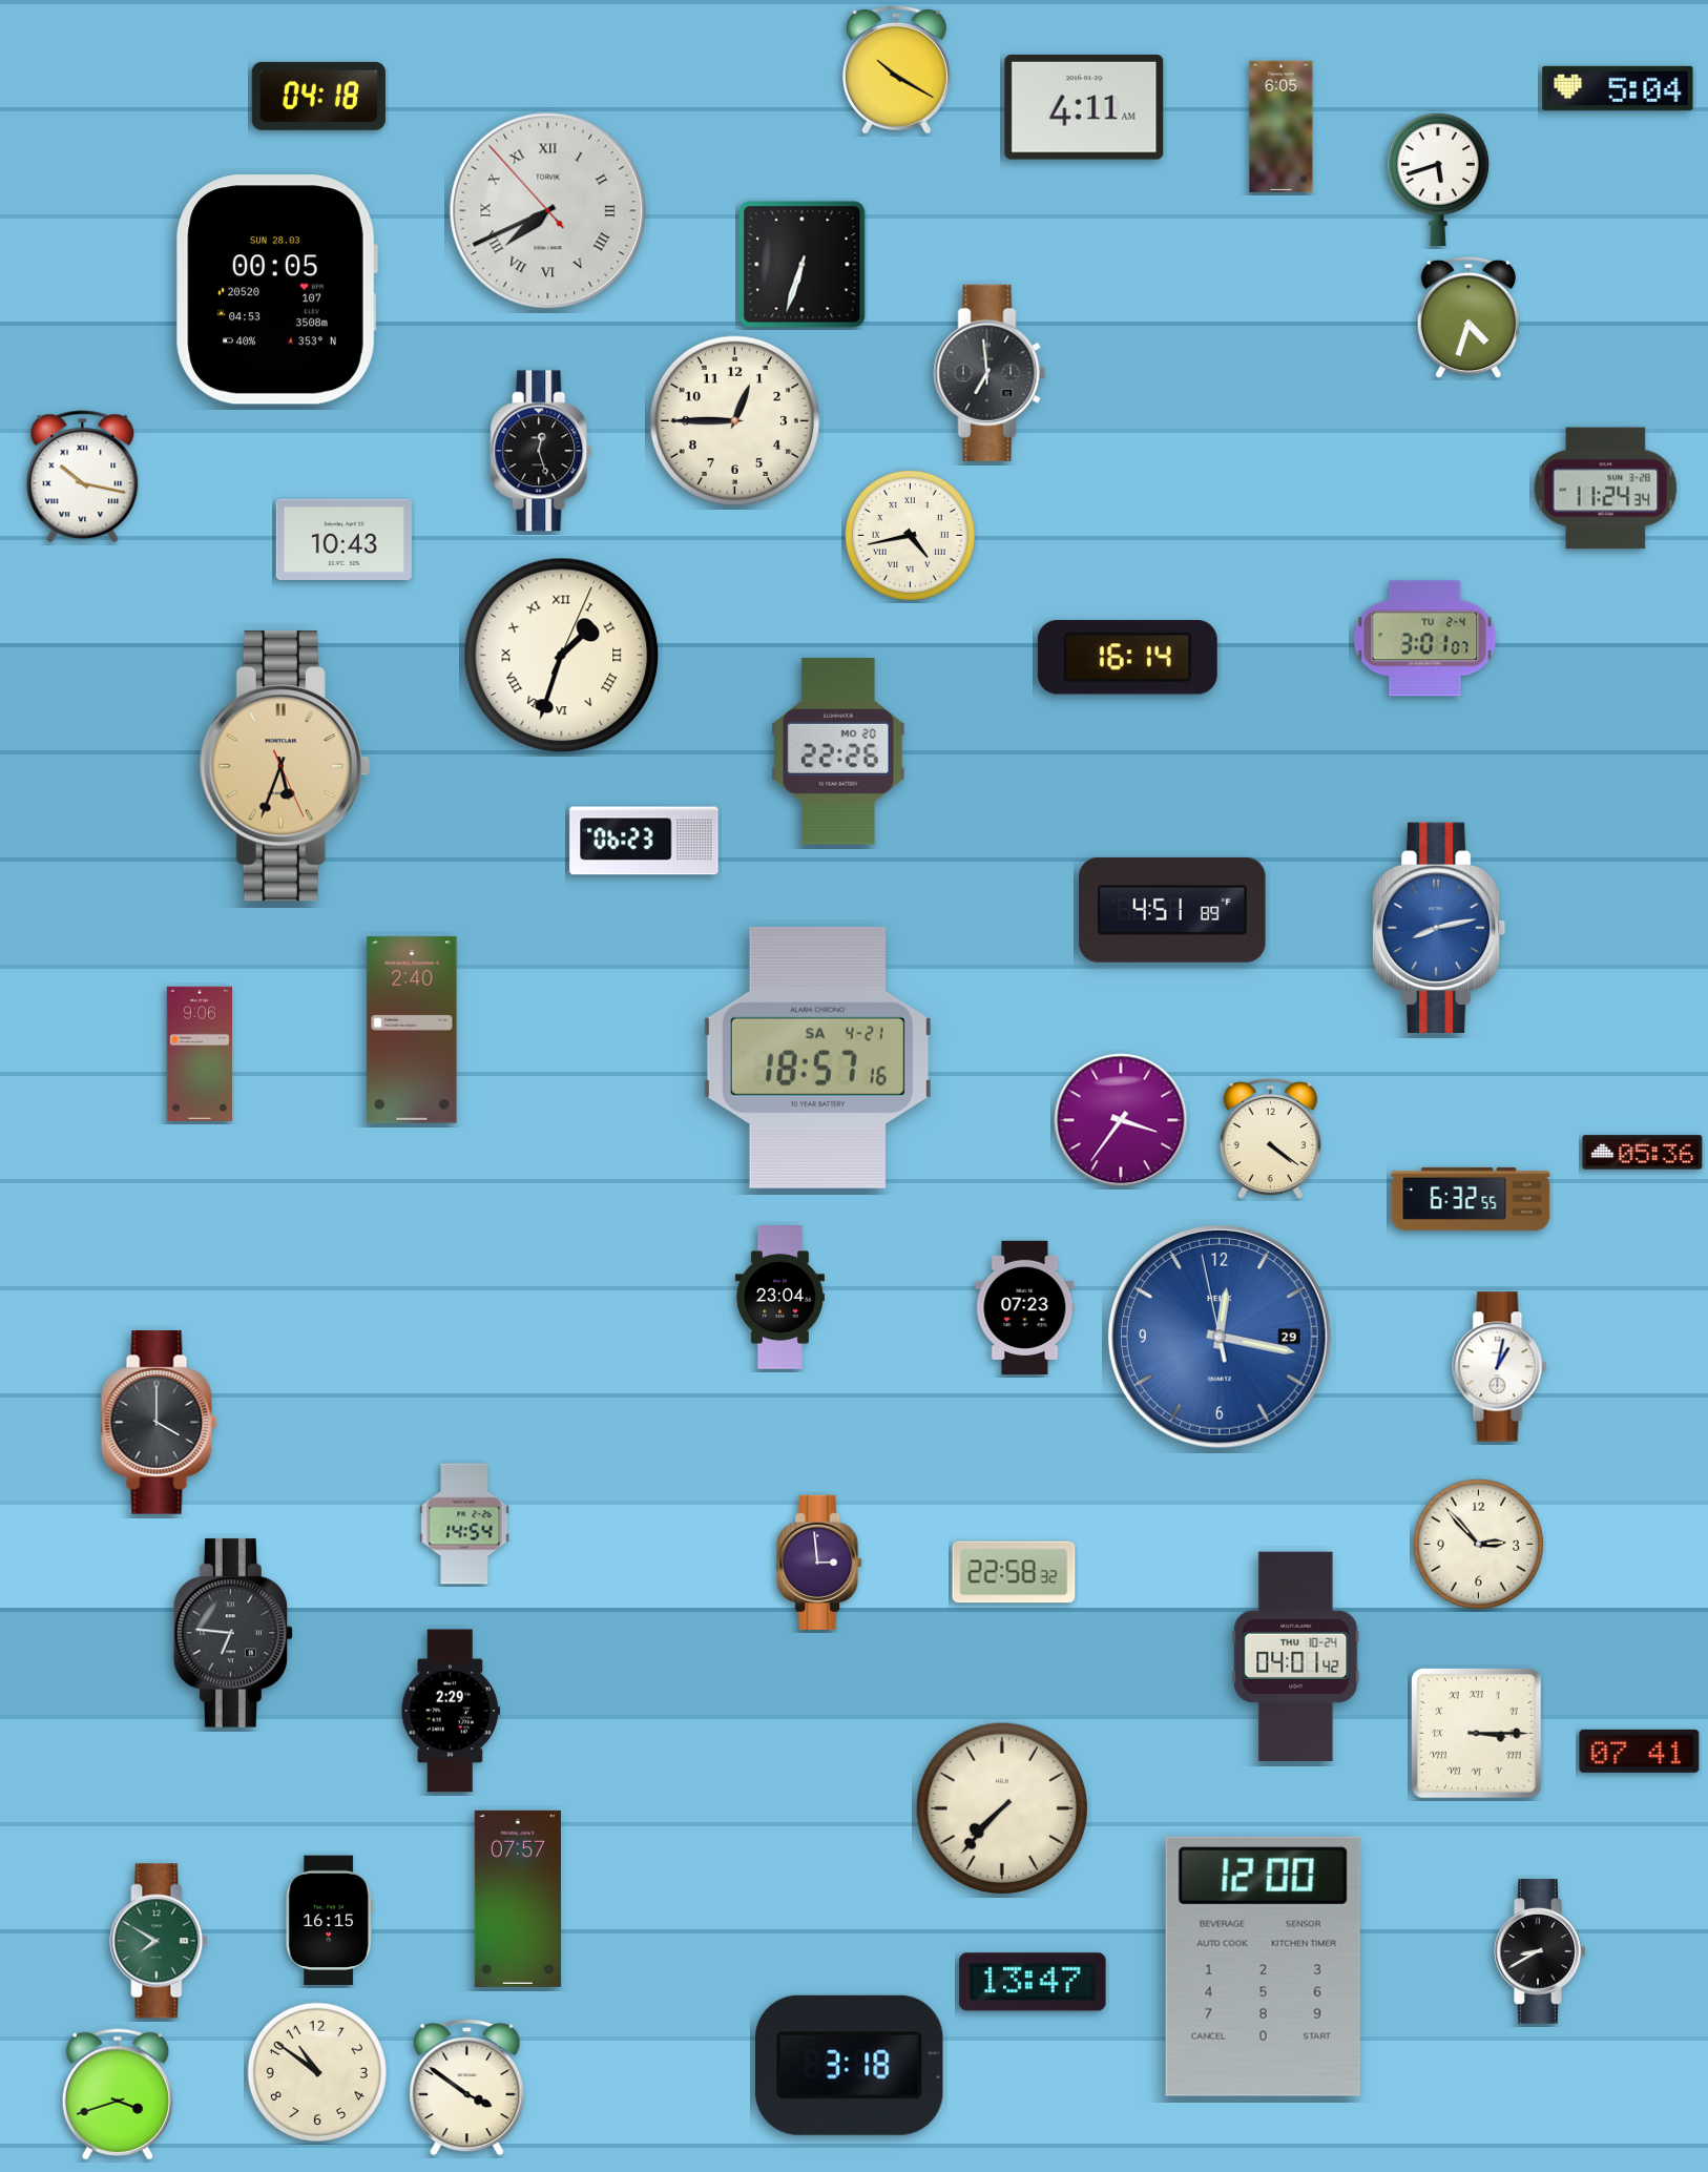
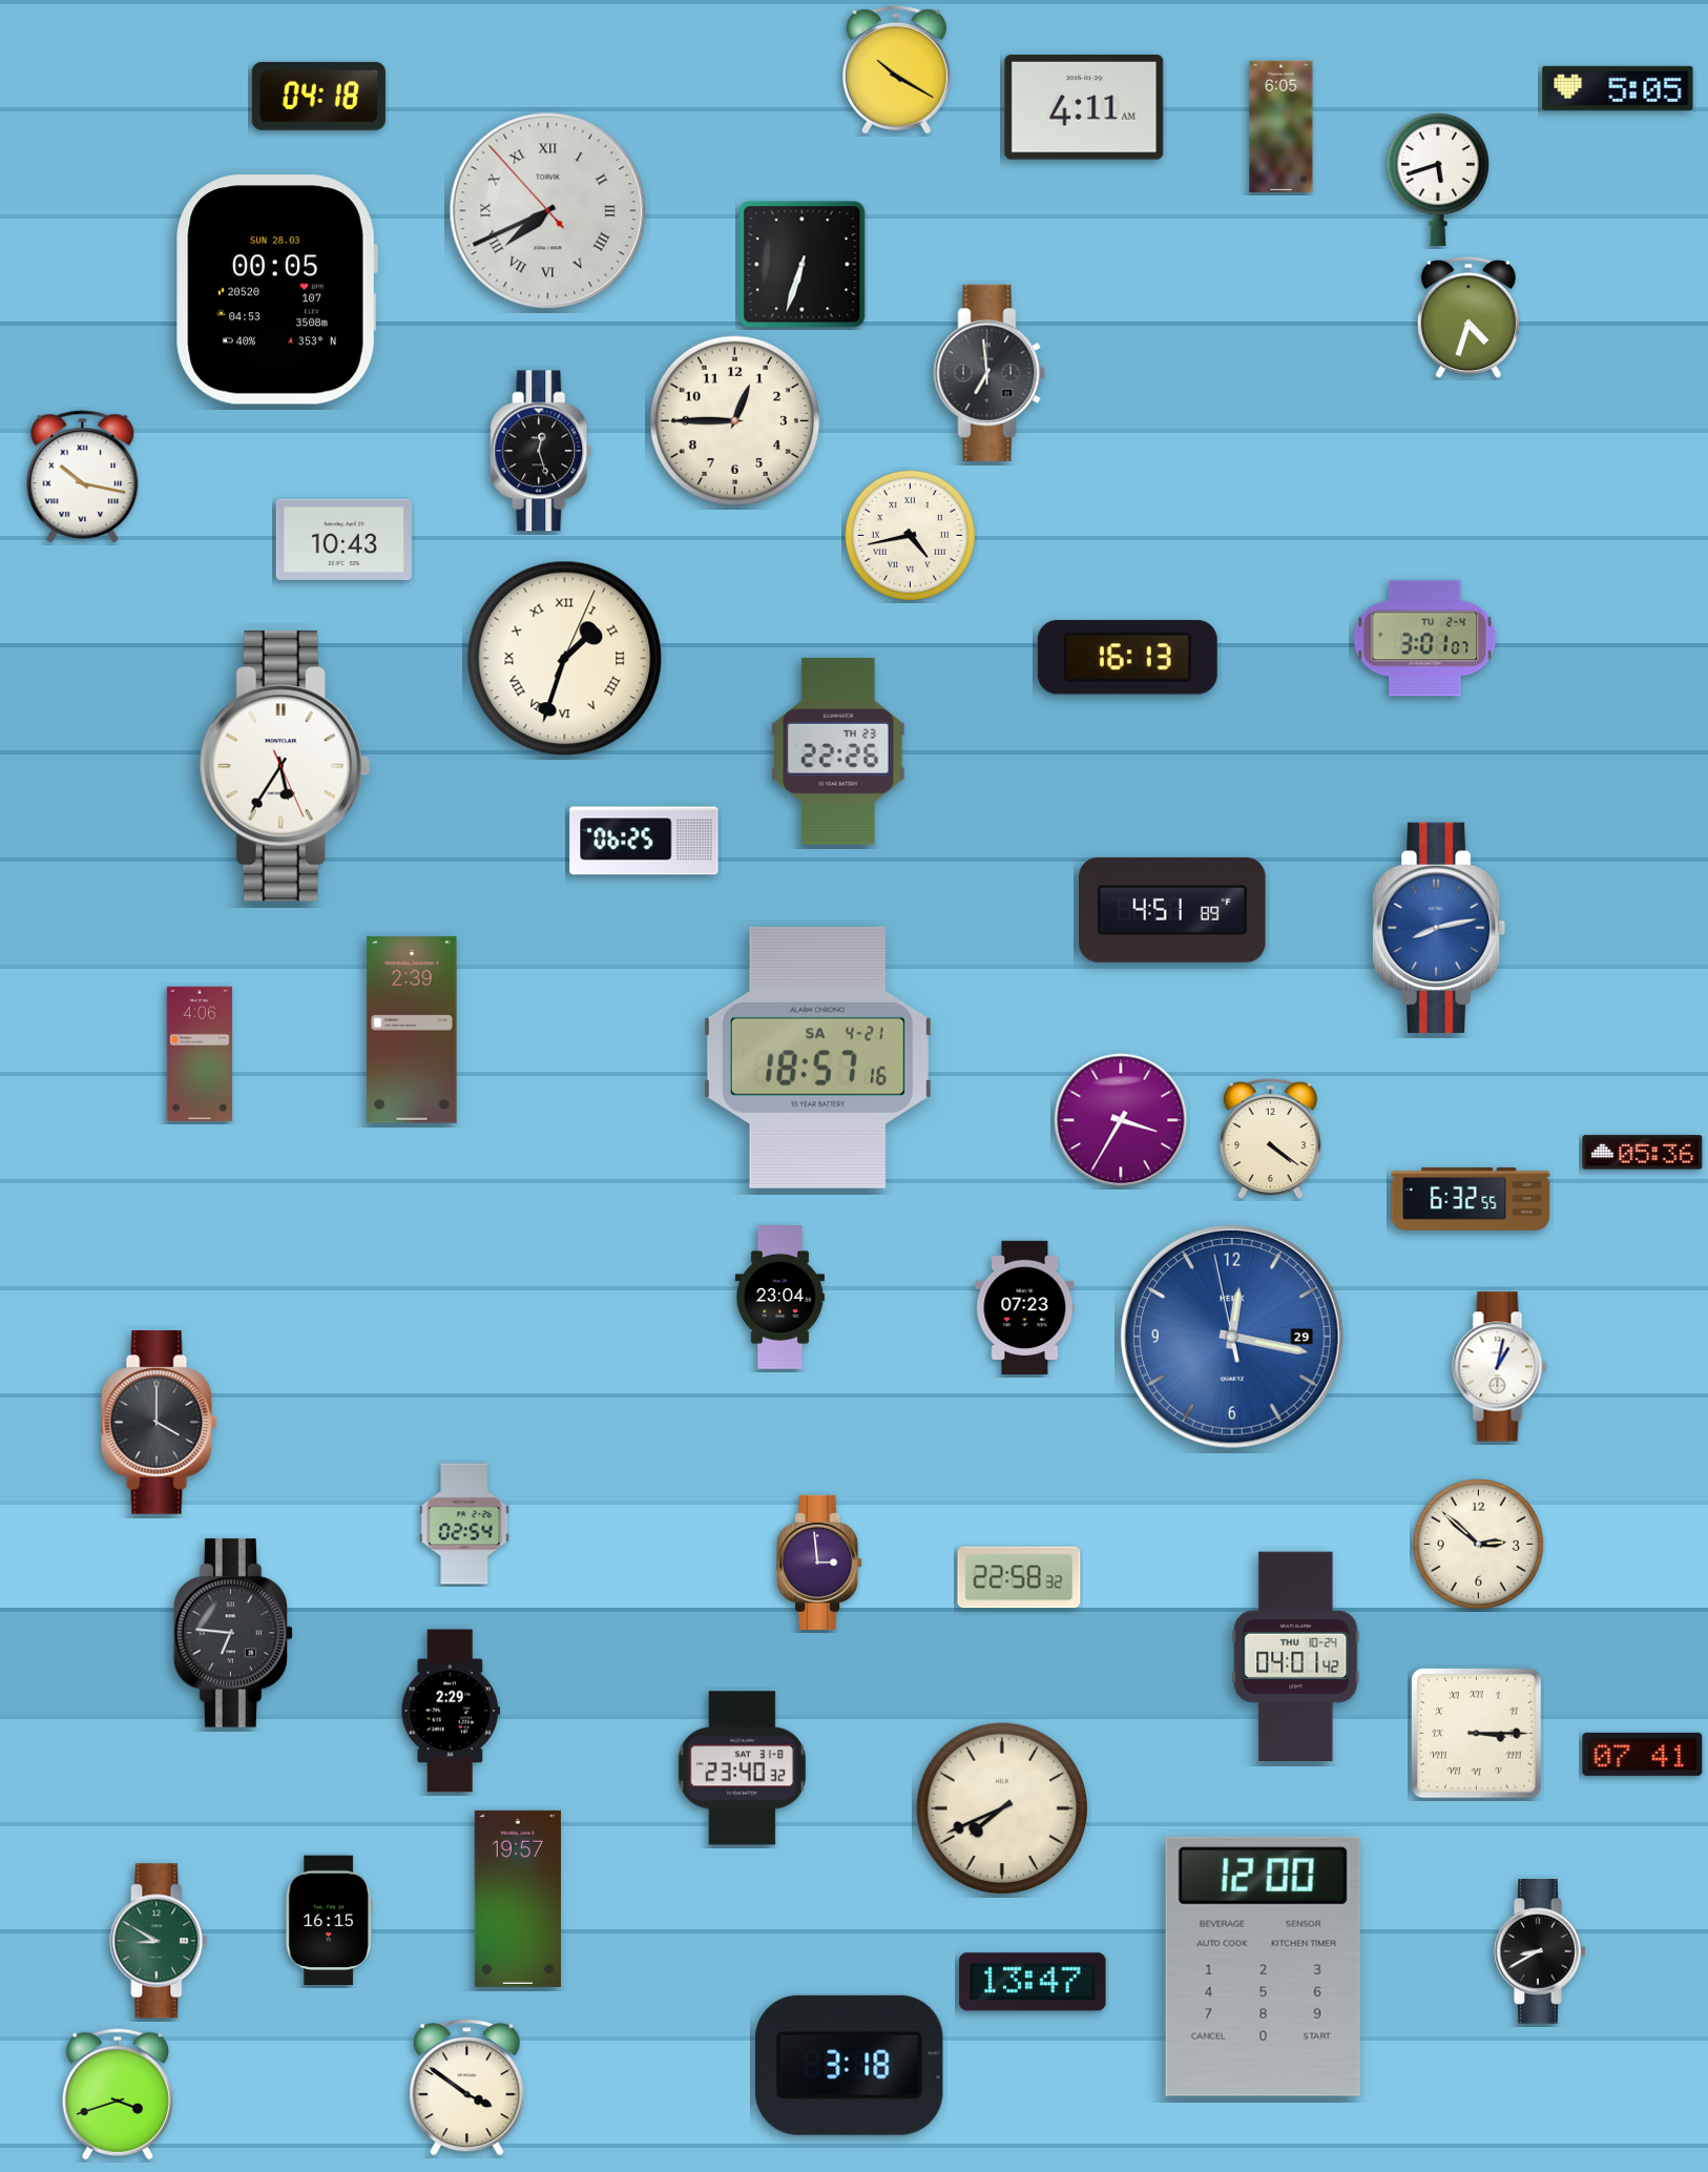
clock at (1618, 88): 5:04 -> 5:05
clock at (1606, 489): 11:24 -> none
clock at (562, 656) position: (562, 656) -> (565, 659)
clock at (1127, 658): 16:14 -> 16:13
clock at (838, 751) date: MO 20 -> TH 23
clock at (285, 766): 5:33 -> 5:35
clock at (285, 766) dial: champagne -> white
clock at (644, 841): 06:23 -> 06:25
clock at (412, 1030): 2:40 -> 2:39
clock at (199, 1054): 9:06 -> 4:06
clock at (1121, 1120): 3:36 -> 3:35
clock at (1220, 1337) position: (1220, 1337) -> (1232, 1337)
clock at (464, 1524): 14:54 -> 02:54
clock at (1478, 1544): 2:53 -> 2:52
clock at (1014, 1572) position: (1014, 1572) -> (1019, 1577)
clock at (1640, 1751) position: (1640, 1751) -> (1643, 1754)
clock at (742, 1768): none -> 23:40
clock at (1002, 1808): 7:37 -> 7:41
clock at (518, 1899): 07:57 -> 19:57
clock at (159, 1941): 7:50 -> 8:50
clock at (317, 2072): 10:51 -> none
